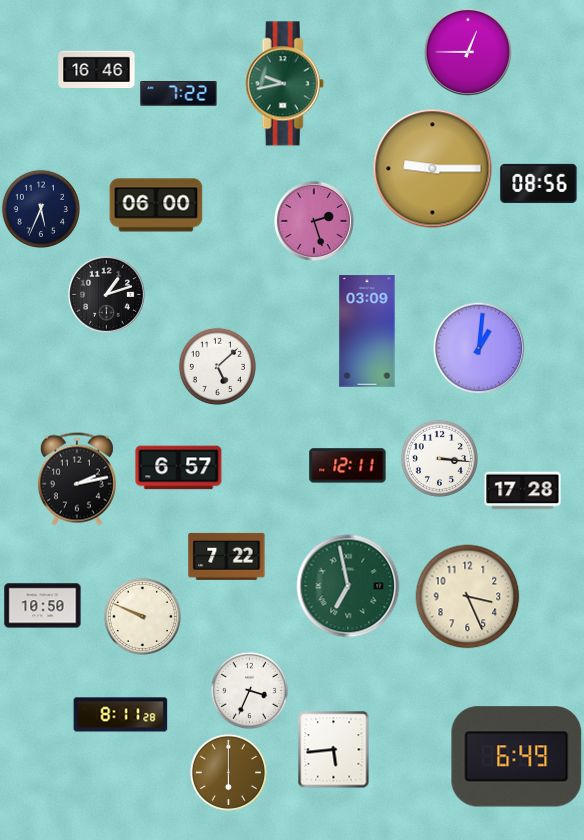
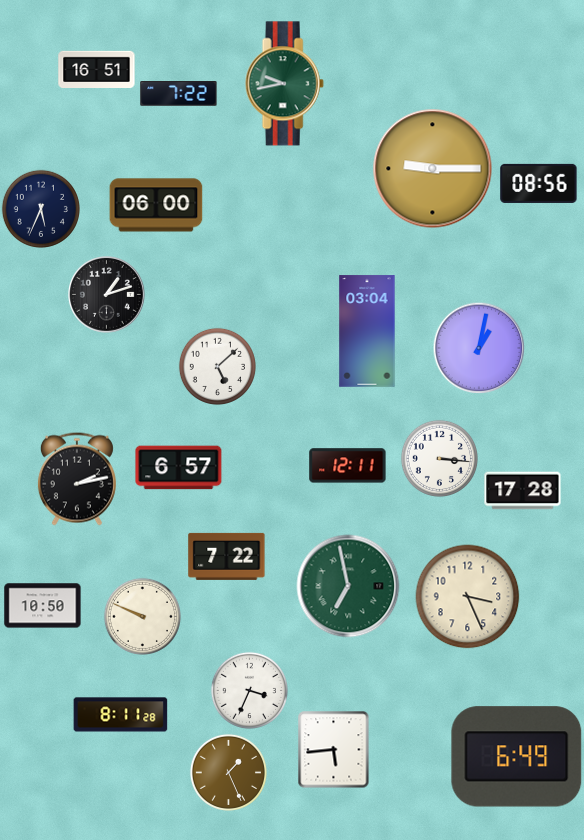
clock at (468, 52): 12:45 -> none
clock at (97, 69): 16:46 -> 16:51
clock at (314, 221): 2:27 -> none
clock at (367, 331): 03:09 -> 03:04
clock at (479, 348): 1:01 -> 1:02
clock at (228, 772): 6:00 -> 1:26
